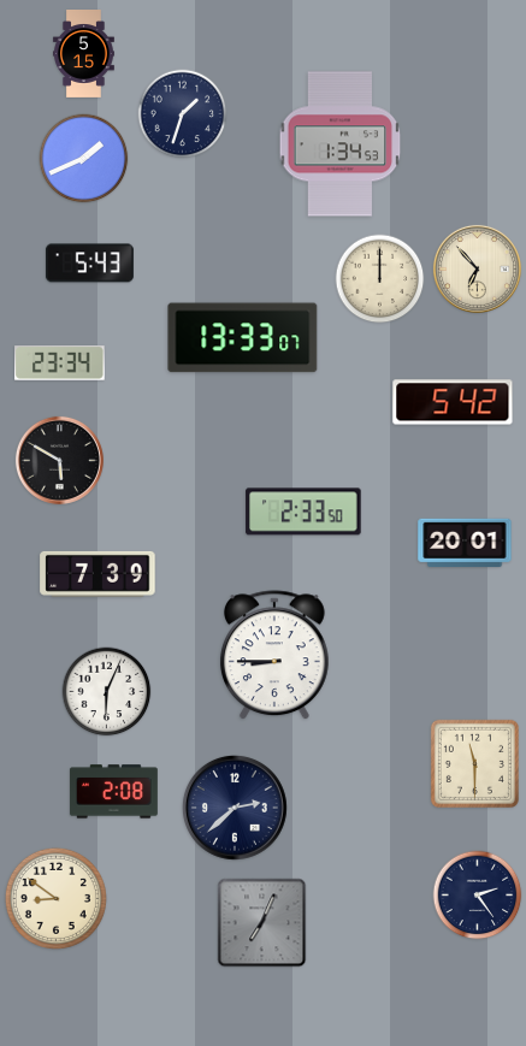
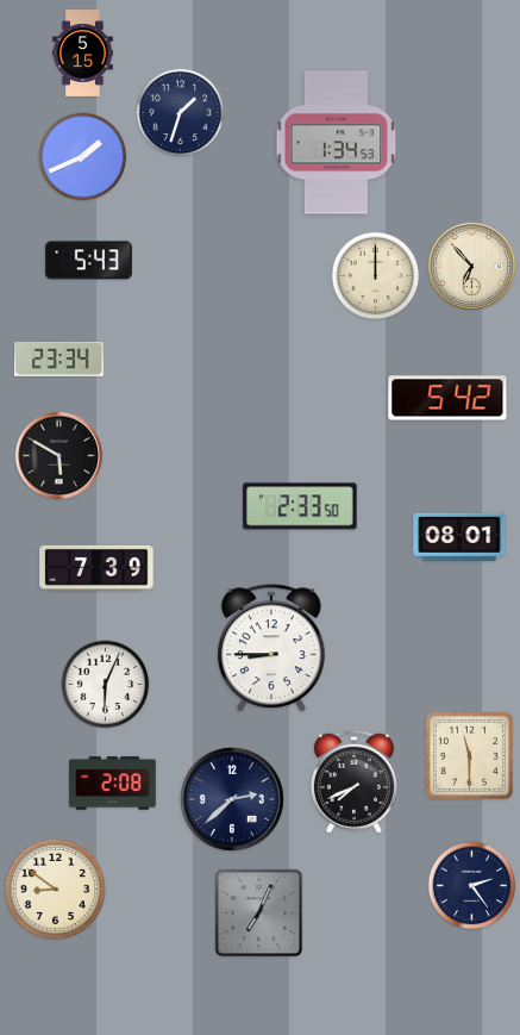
clock at (243, 338): 13:33 -> none
clock at (465, 543): 20:01 -> 08:01
clock at (353, 781): none -> 7:41
